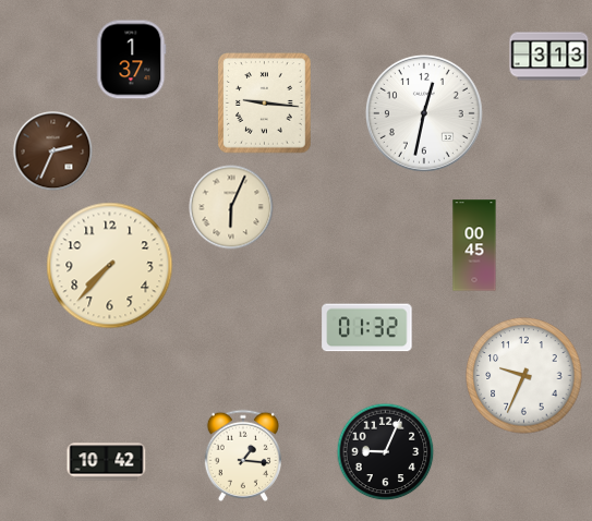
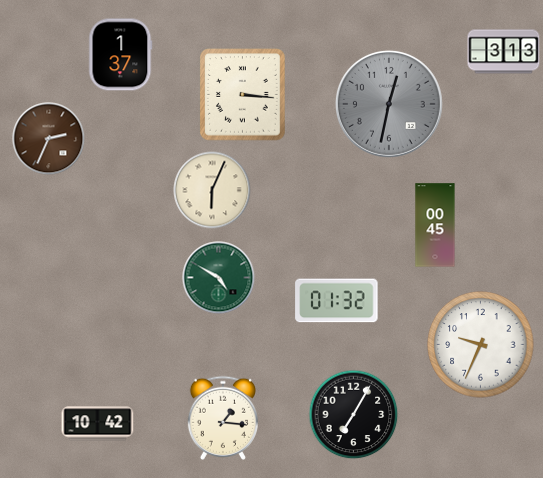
clock at (265, 104): 9:16 -> 3:16
clock at (424, 113) dial: white -> grey
clock at (110, 266): 7:37 -> none
clock at (219, 278): none -> 4:50
clock at (386, 452): 9:04 -> 7:05
